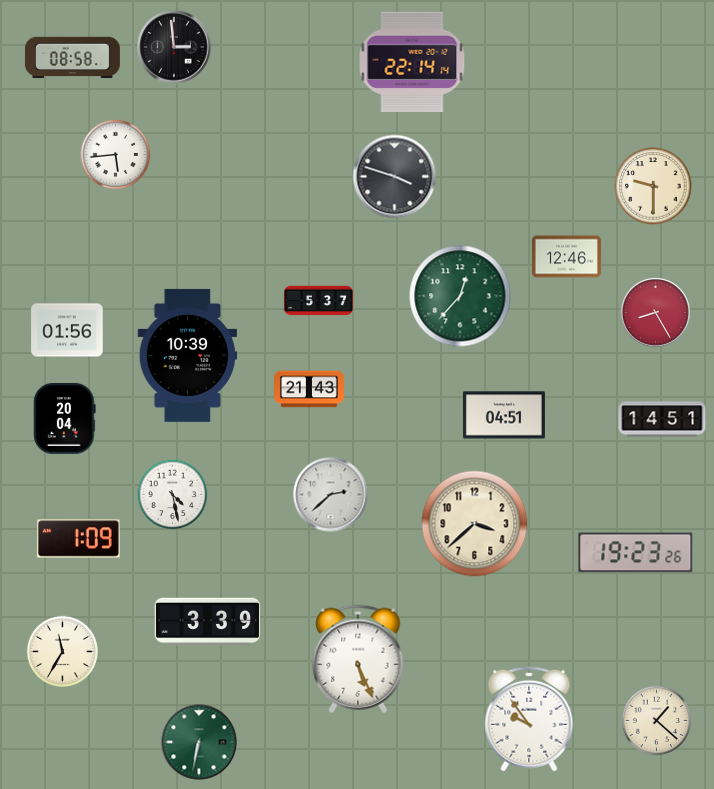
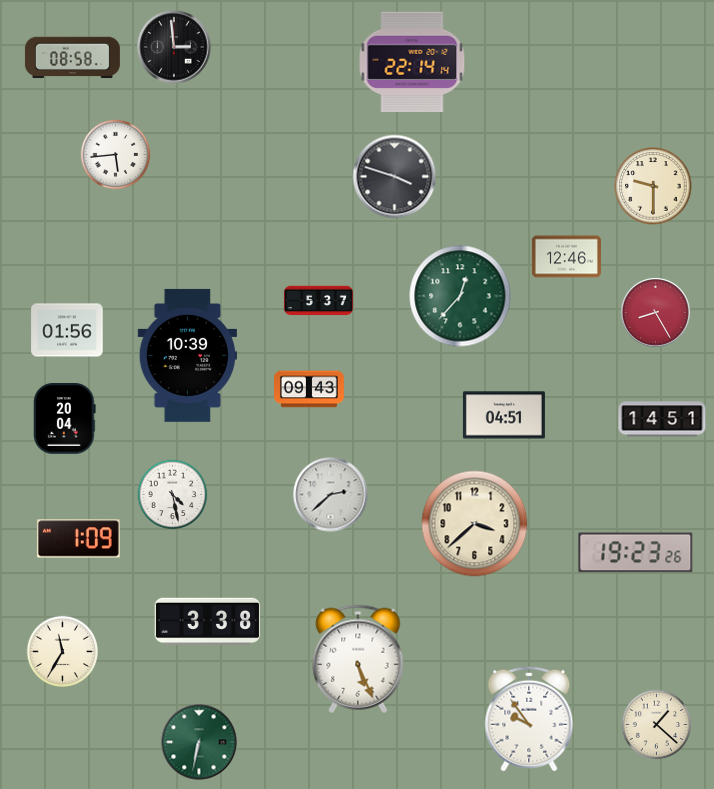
clock at (310, 389): 21:43 -> 09:43
clock at (208, 622): 3:39 -> 3:38
clock at (657, 721) position: (657, 721) -> (657, 725)
